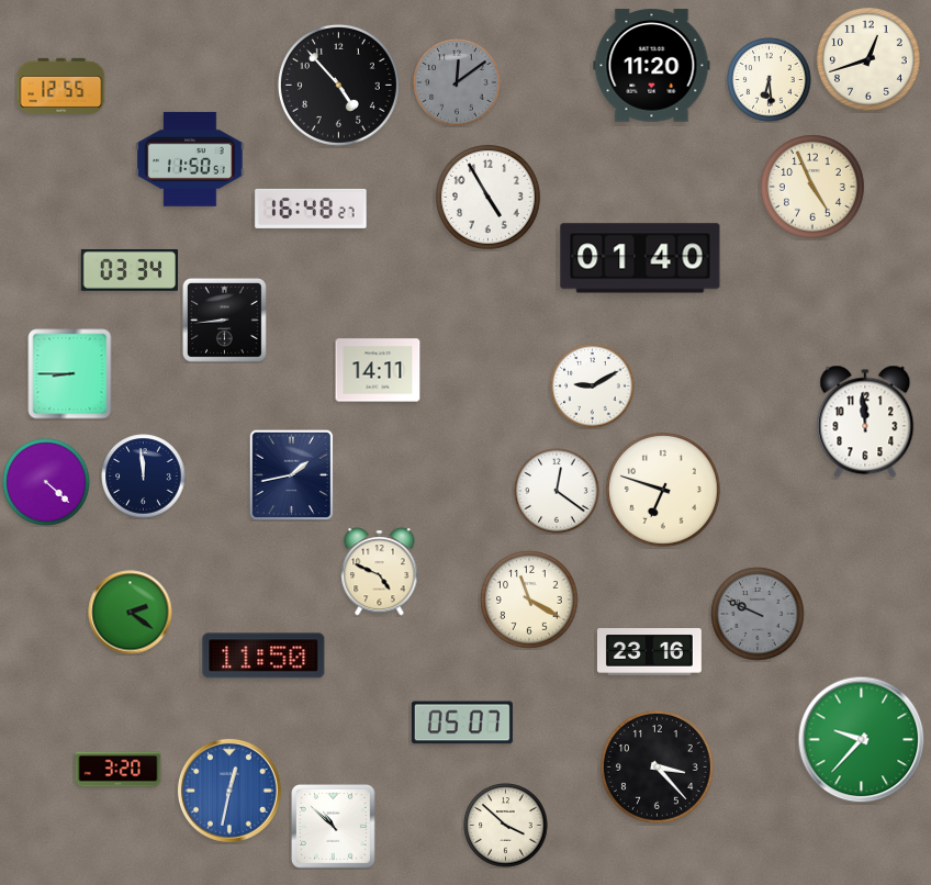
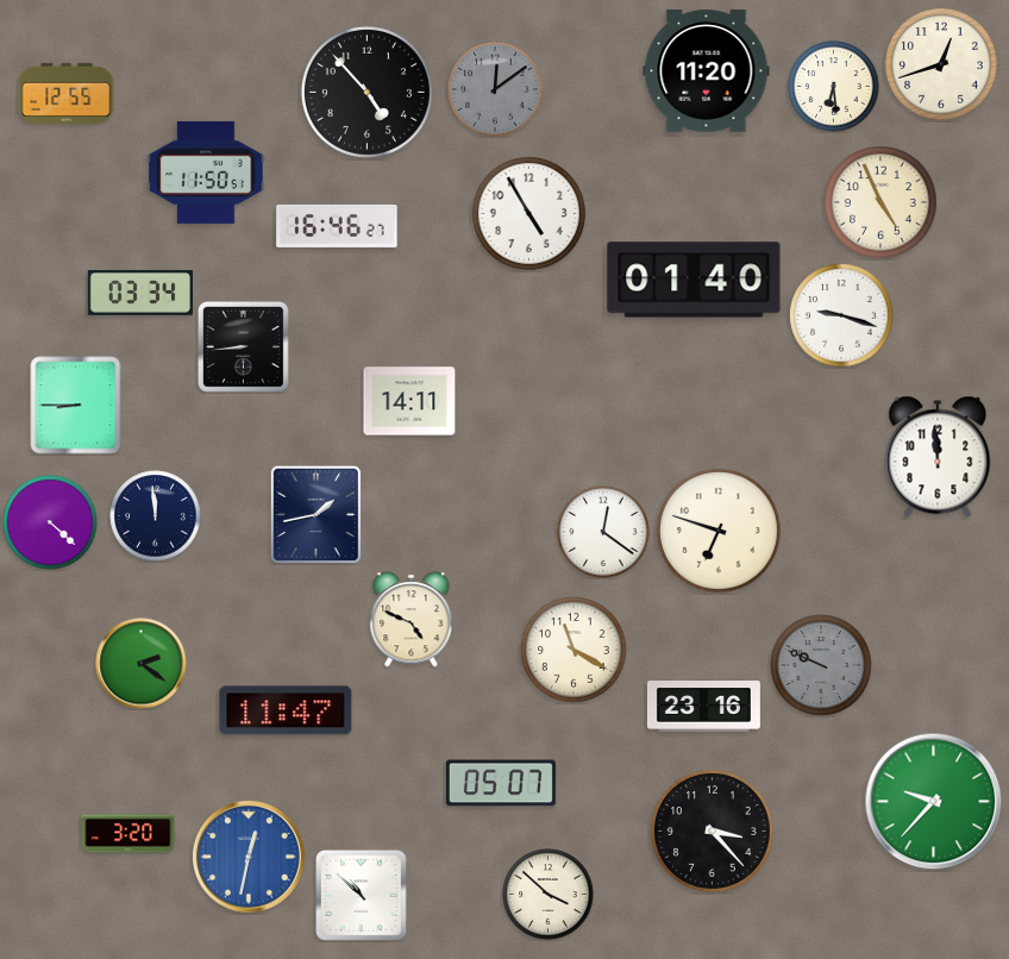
clock at (311, 209): 16:48 -> 16:46
clock at (841, 315): none -> 9:18
clock at (593, 387): 9:10 -> none
clock at (263, 656): 11:50 -> 11:47
